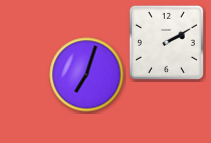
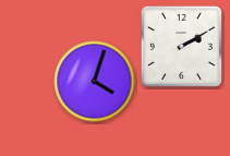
clock at (87, 75): 7:03 -> 4:03
